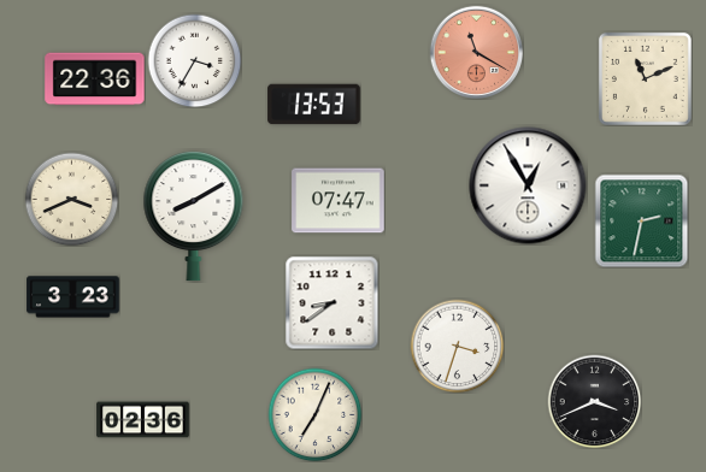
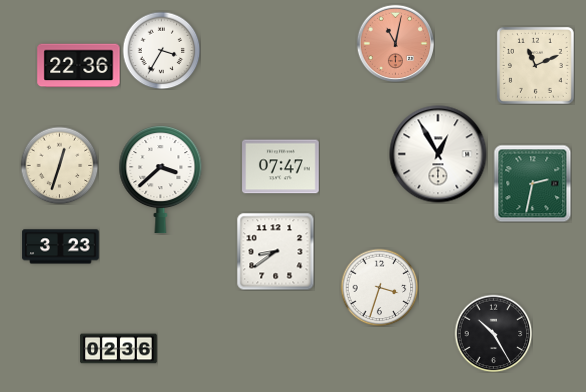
clock at (476, 52): 11:20 -> 11:02
clock at (314, 105): 13:53 -> none
clock at (71, 199): 3:41 -> 12:33
clock at (194, 217): 8:10 -> 3:38
clock at (594, 401): 3:41 -> 10:25
clock at (314, 414): 7:04 -> none
